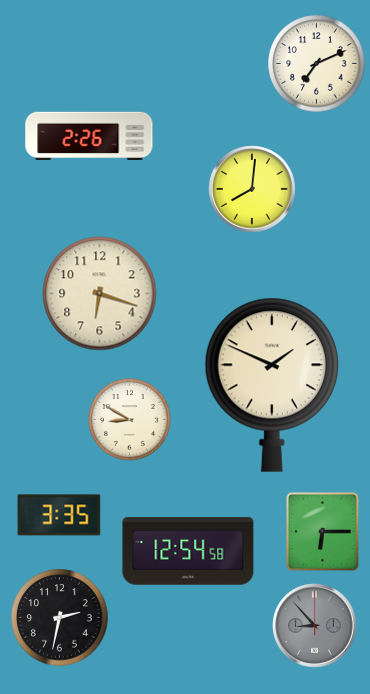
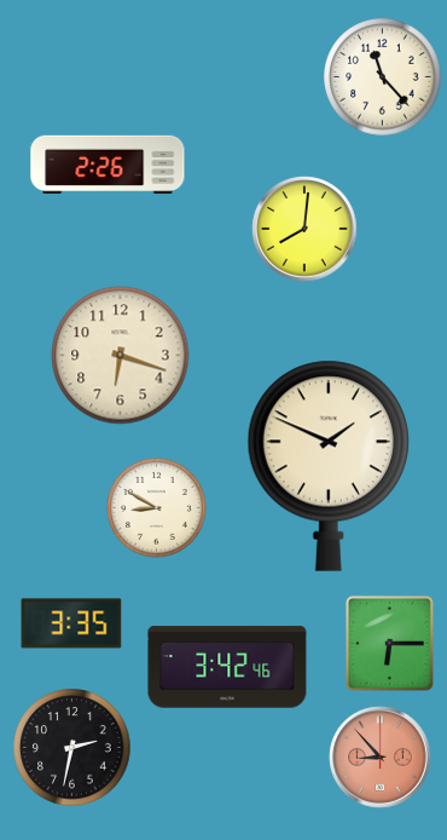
clock at (317, 64): 7:11 -> 11:23
clock at (188, 551): 12:54 -> 3:42
clock at (315, 626) dial: grey -> salmon
